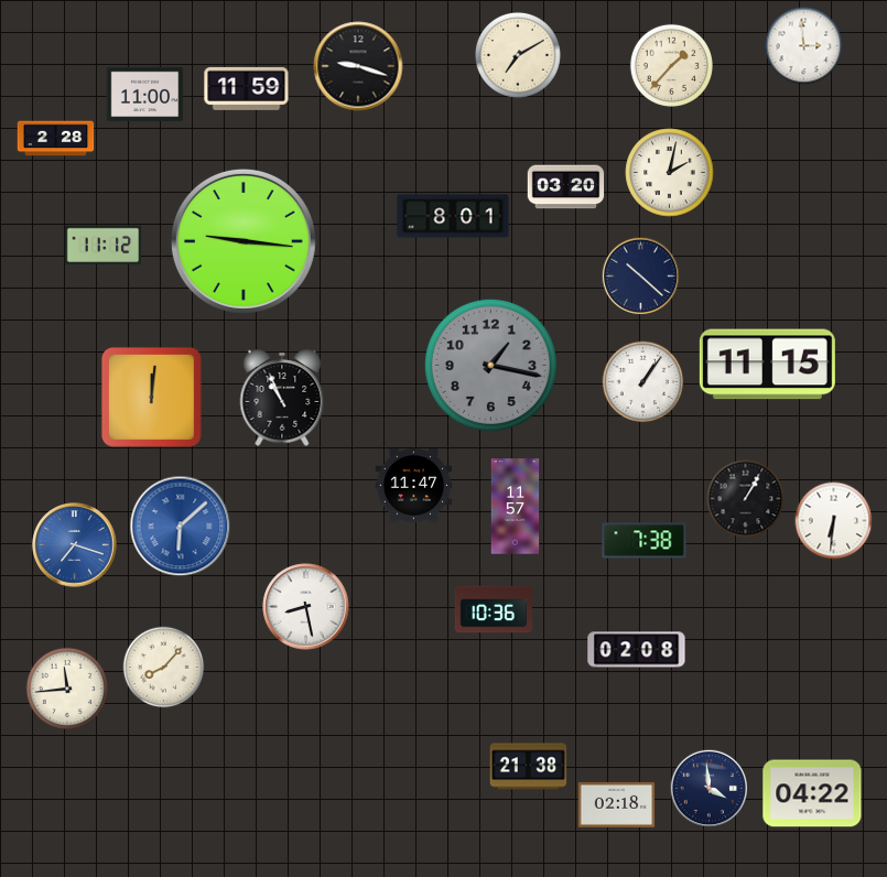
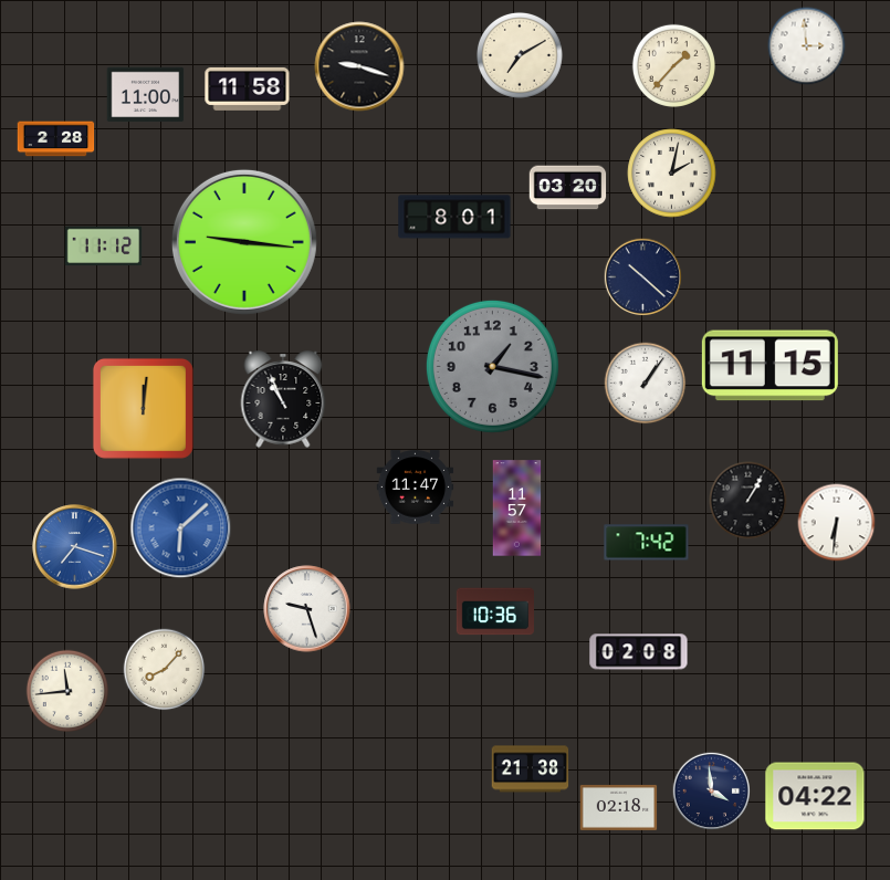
clock at (247, 88): 11:59 -> 11:58
clock at (151, 397) position: (151, 397) -> (143, 408)
clock at (645, 541): 7:38 -> 7:42
clock at (306, 607): 8:28 -> 9:27
